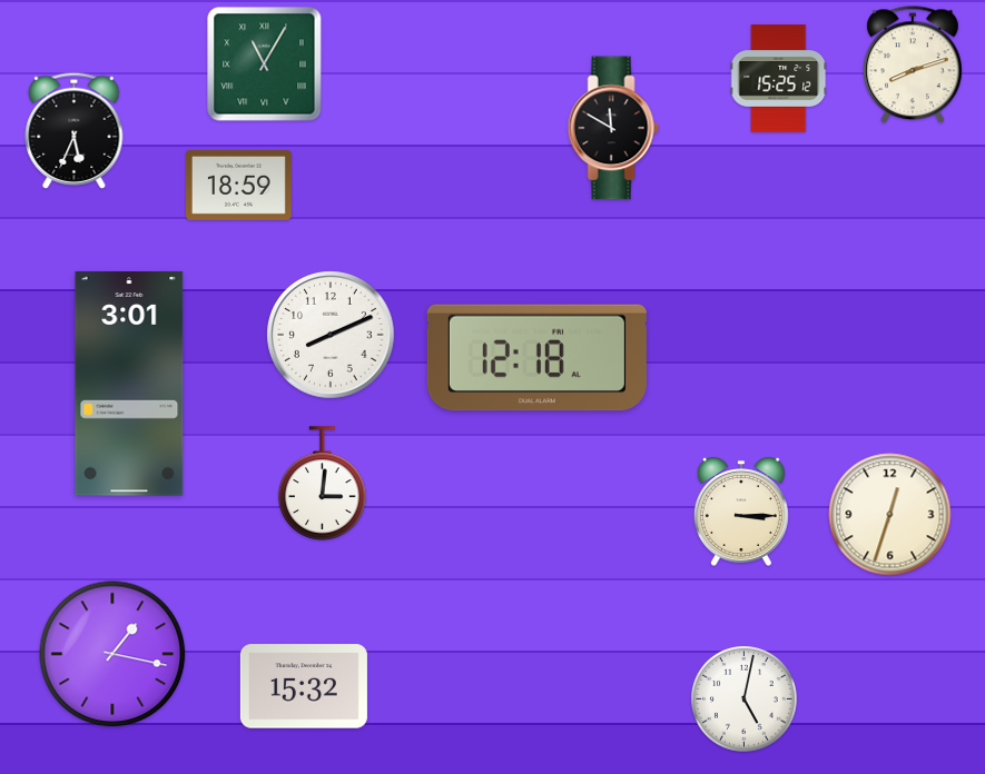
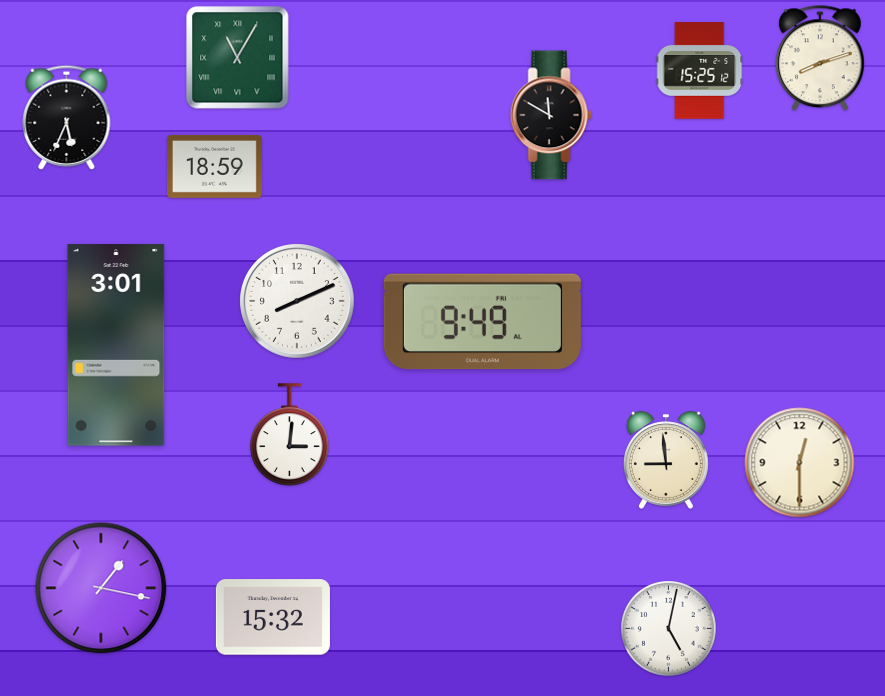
clock at (536, 358): 12:18 -> 9:49
clock at (741, 512): 3:15 -> 8:59
clock at (890, 515): 12:33 -> 12:30
